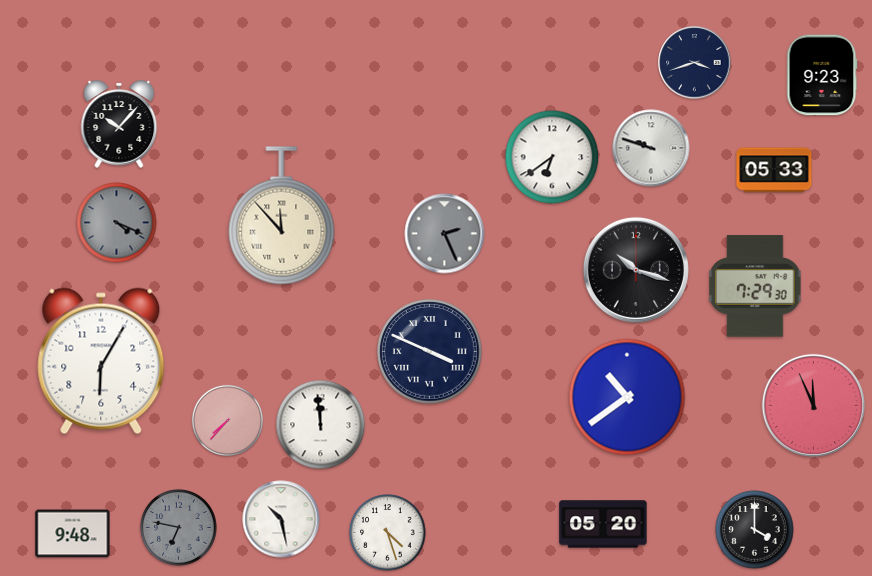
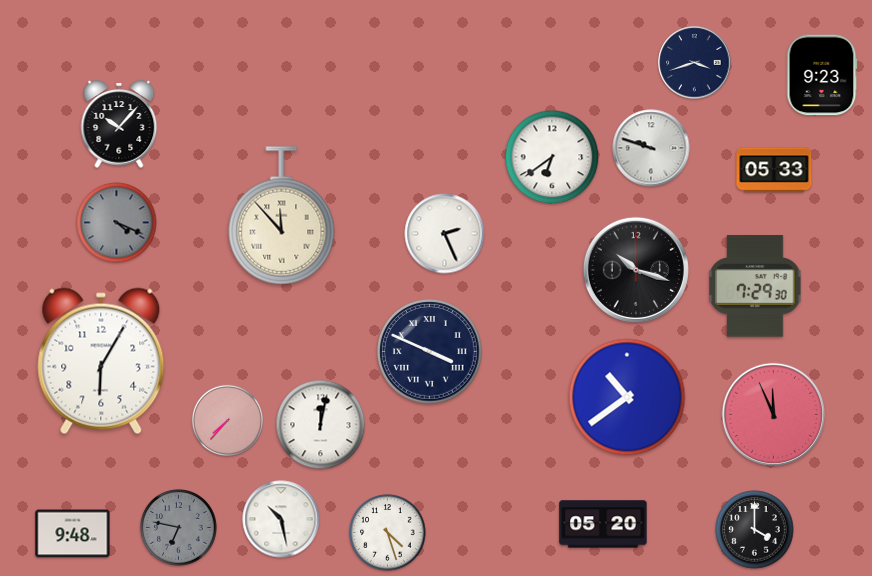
clock at (445, 234) dial: grey -> white
clock at (813, 405) position: (813, 405) -> (773, 414)
clock at (321, 425): 11:59 -> 12:02
